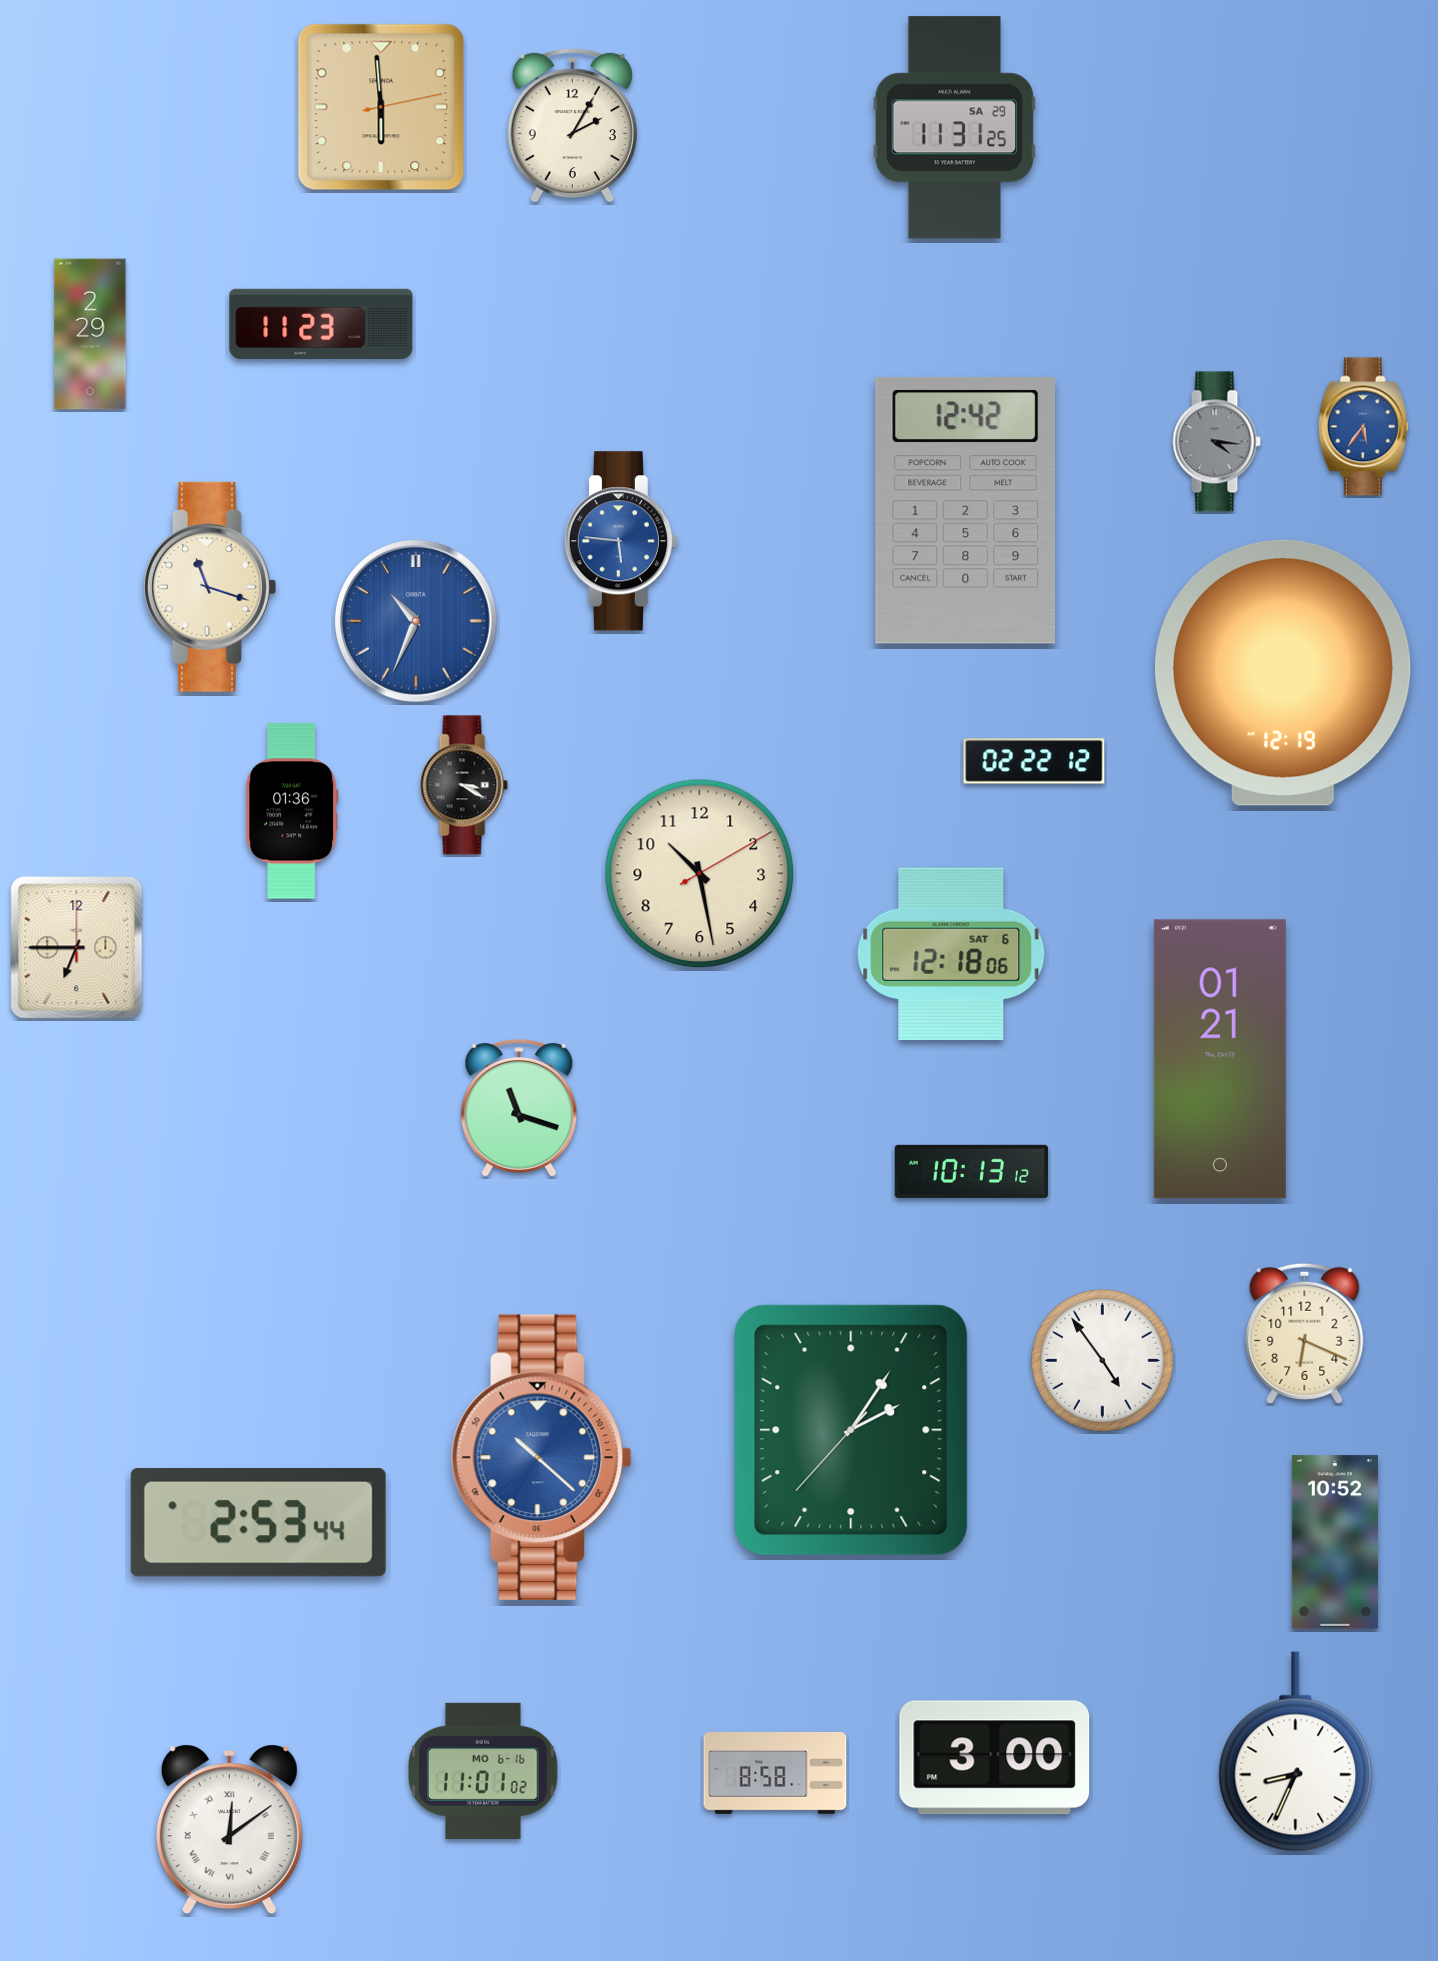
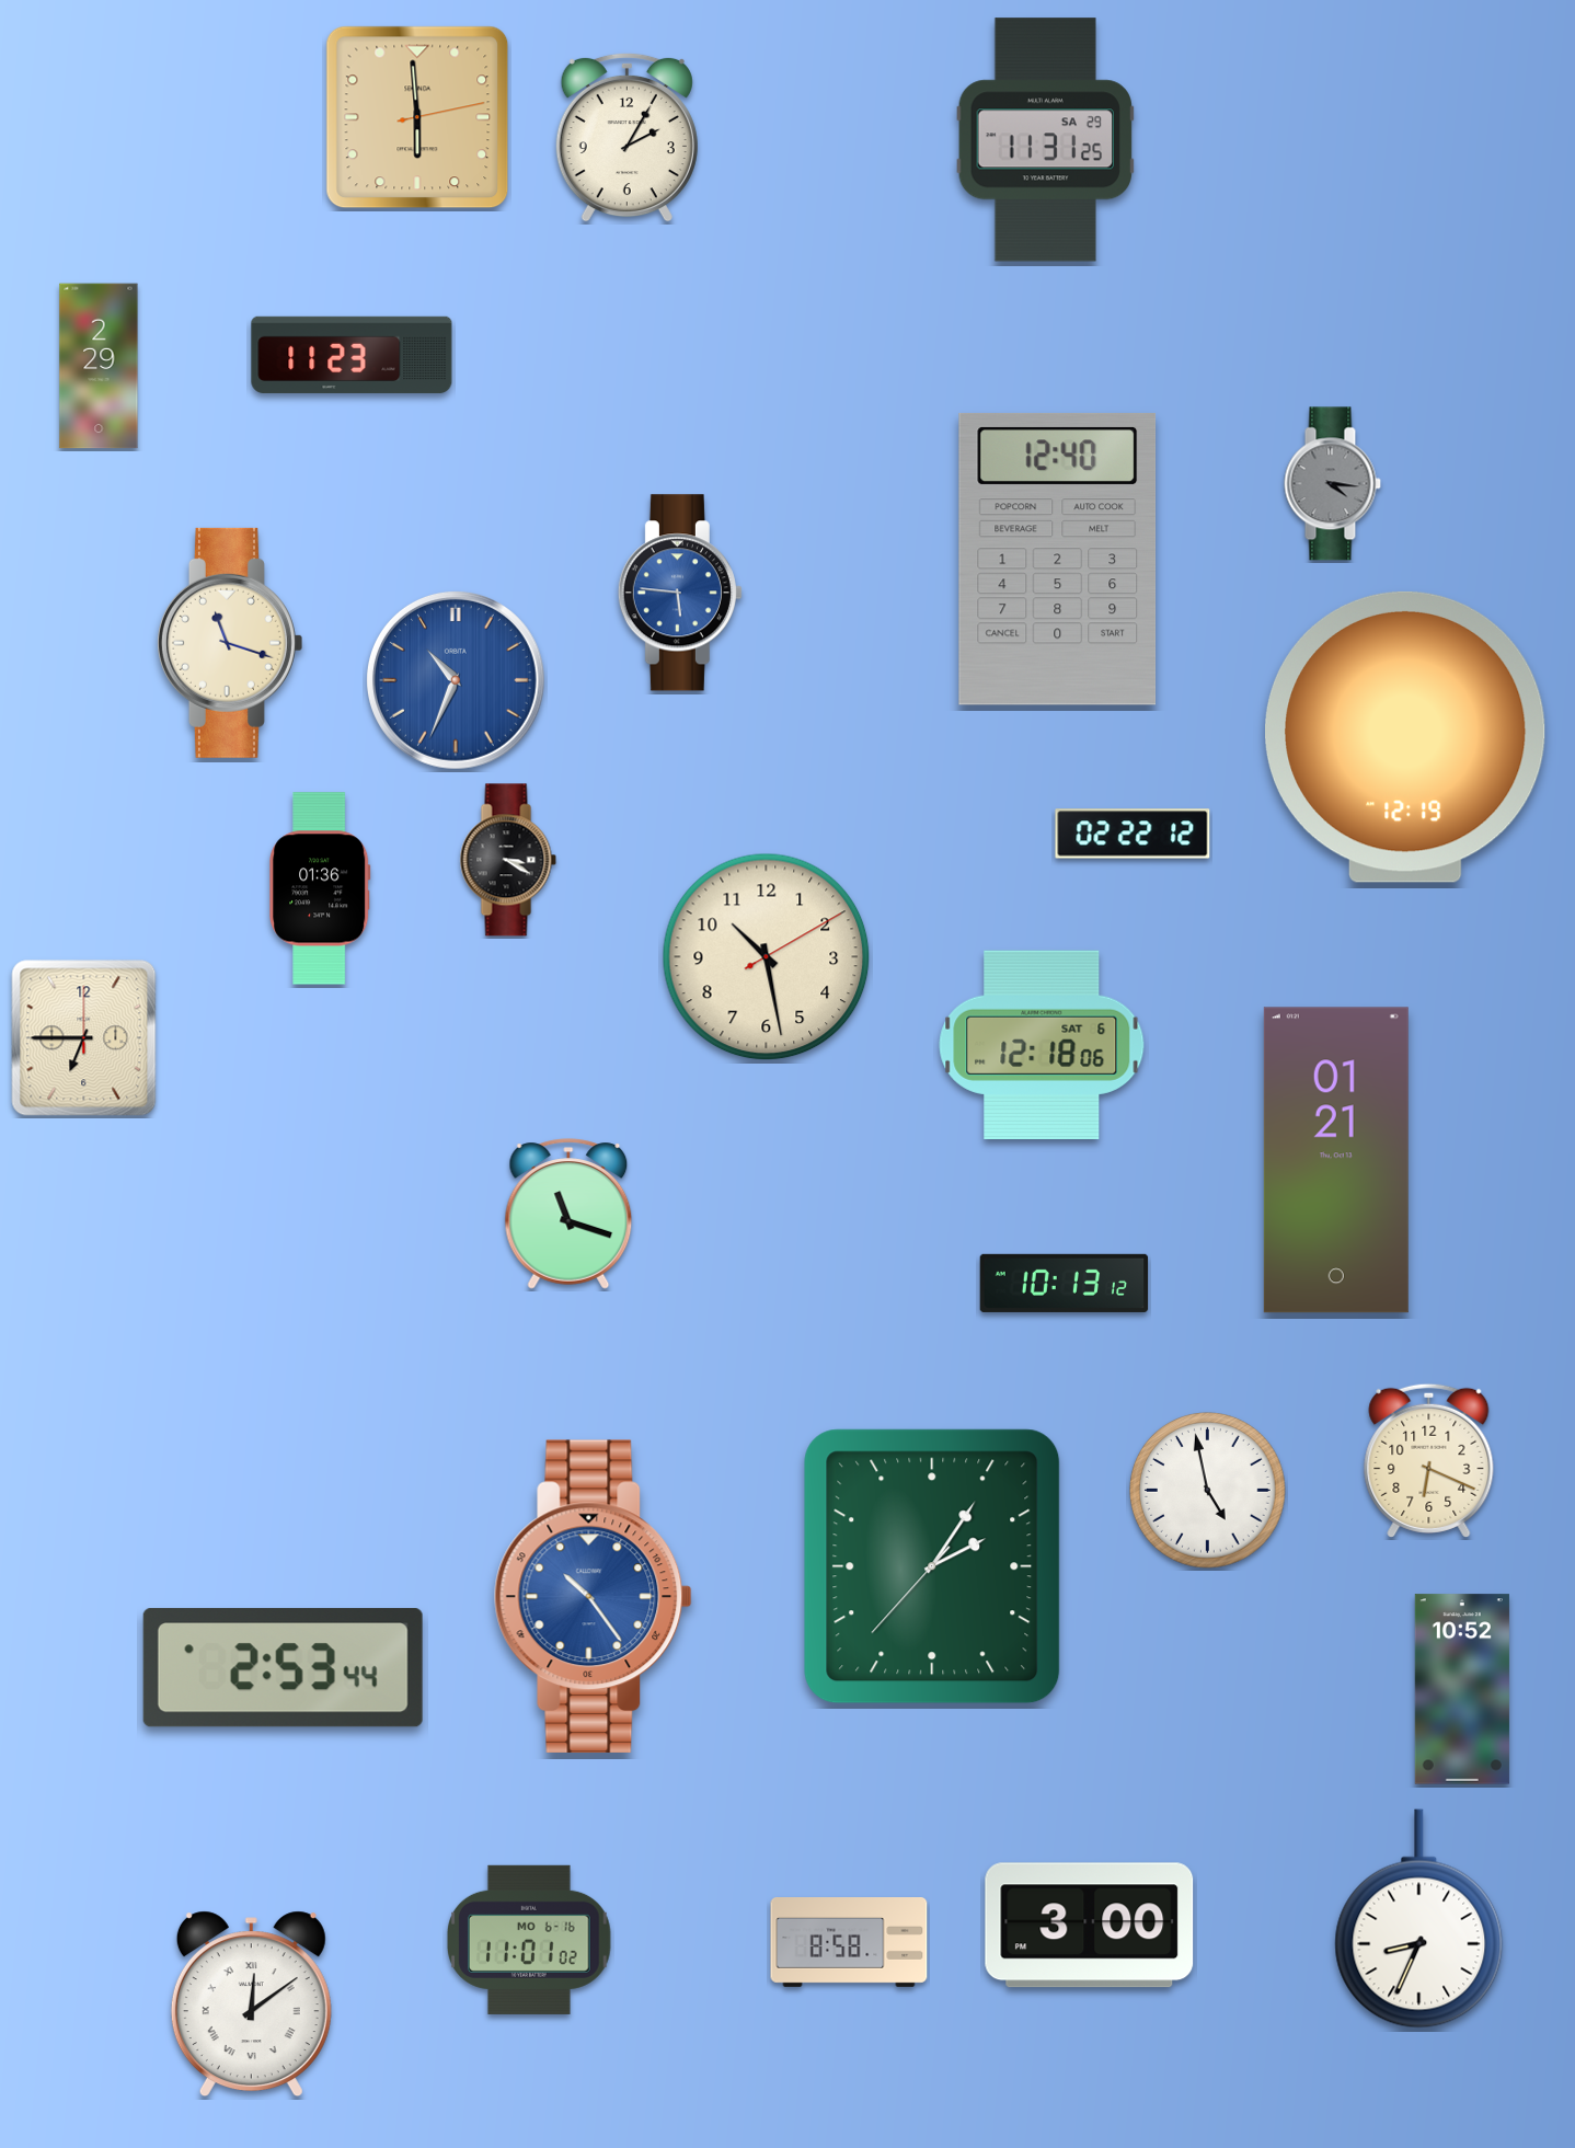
clock at (1363, 427): 5:36 -> none
clock at (966, 510): 12:42 -> 12:40
clock at (1103, 1361): 4:54 -> 4:58
clock at (541, 1457): 10:22 -> 10:24
